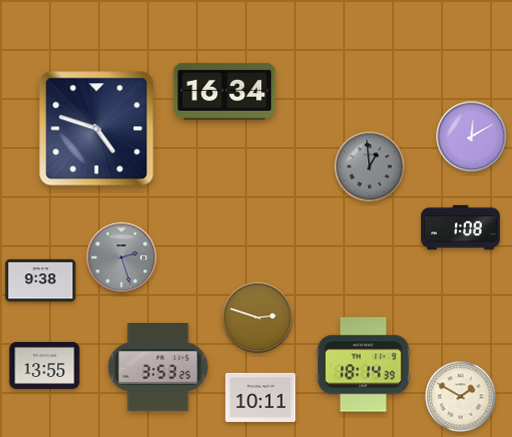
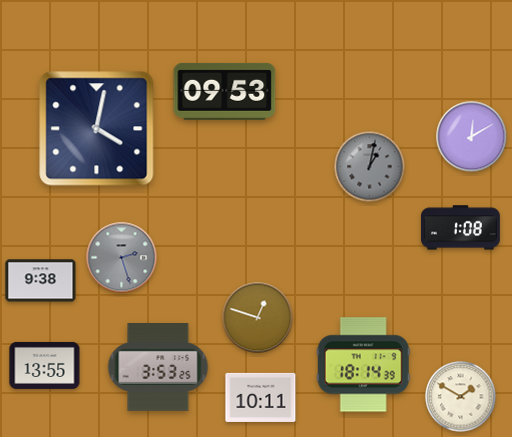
clock at (225, 91): 16:34 -> 09:53
clock at (97, 129): 4:48 -> 4:02
clock at (370, 167): 12:59 -> 1:02
clock at (258, 318): 2:48 -> 12:48
